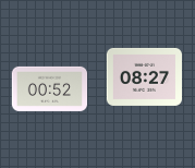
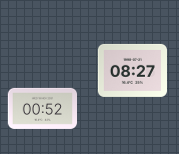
clock at (49, 88) position: (49, 88) -> (42, 108)
